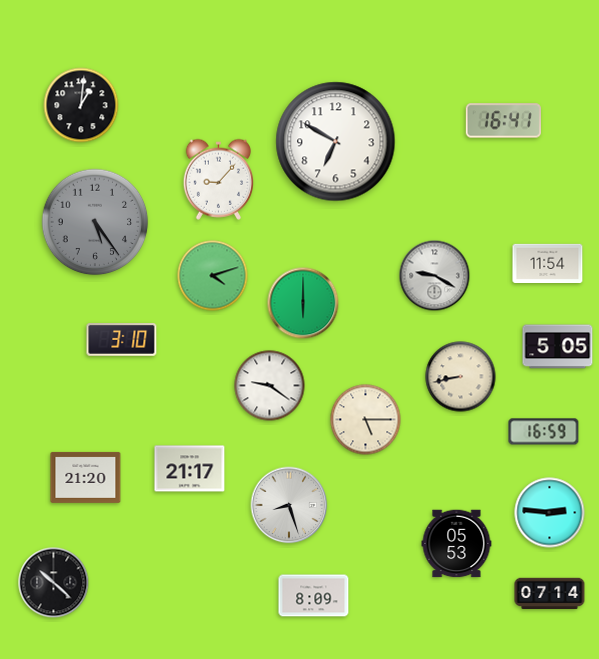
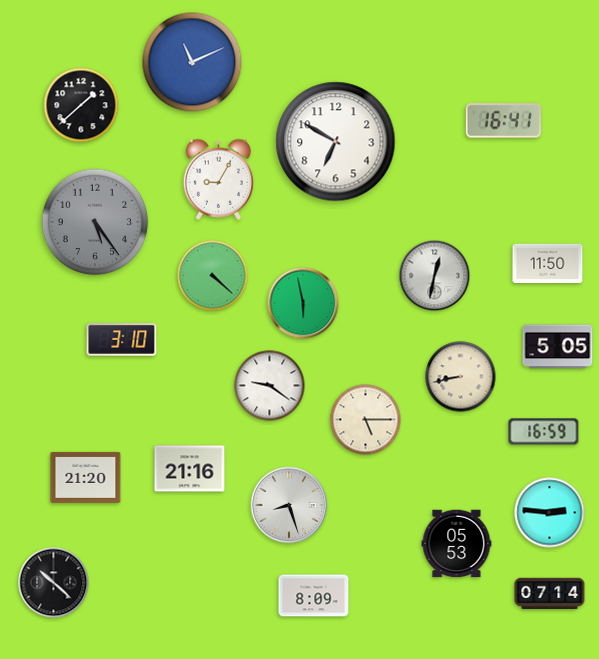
clock at (192, 62): none -> 11:11
clock at (81, 105): 1:01 -> 1:38
clock at (218, 179): 9:07 -> 9:05
clock at (548, 263): 11:54 -> 11:50
clock at (213, 276): 4:12 -> 4:22
clock at (435, 276): 9:20 -> 12:32
clock at (303, 303): 6:00 -> 5:58
clock at (190, 469): 21:17 -> 21:16
